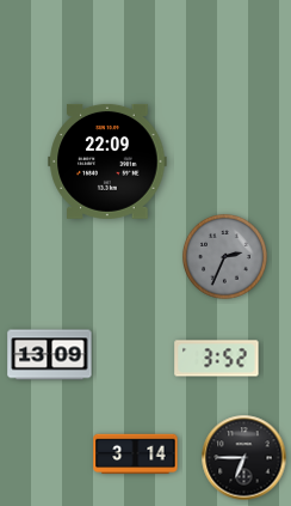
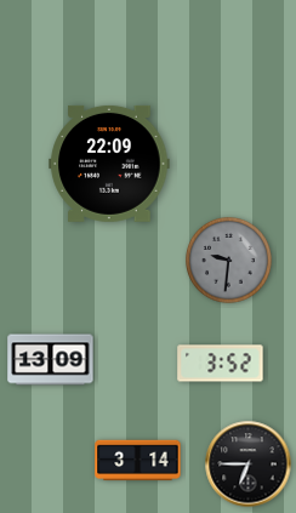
clock at (224, 256): 2:34 -> 9:31
